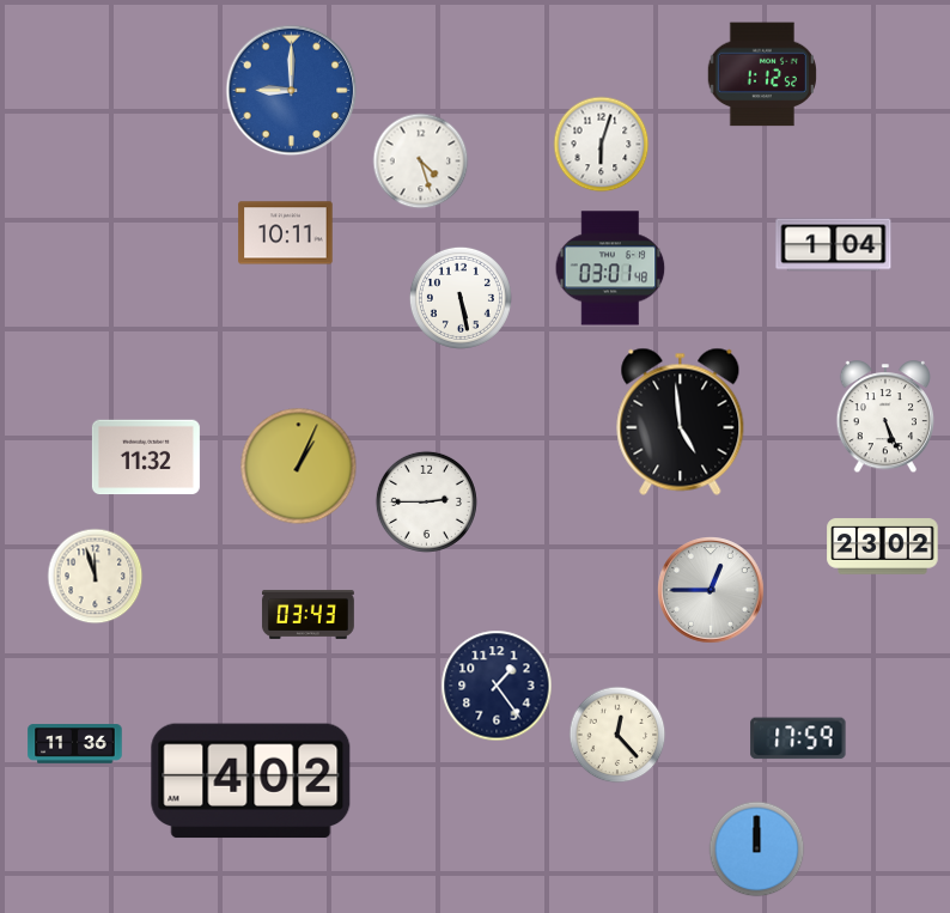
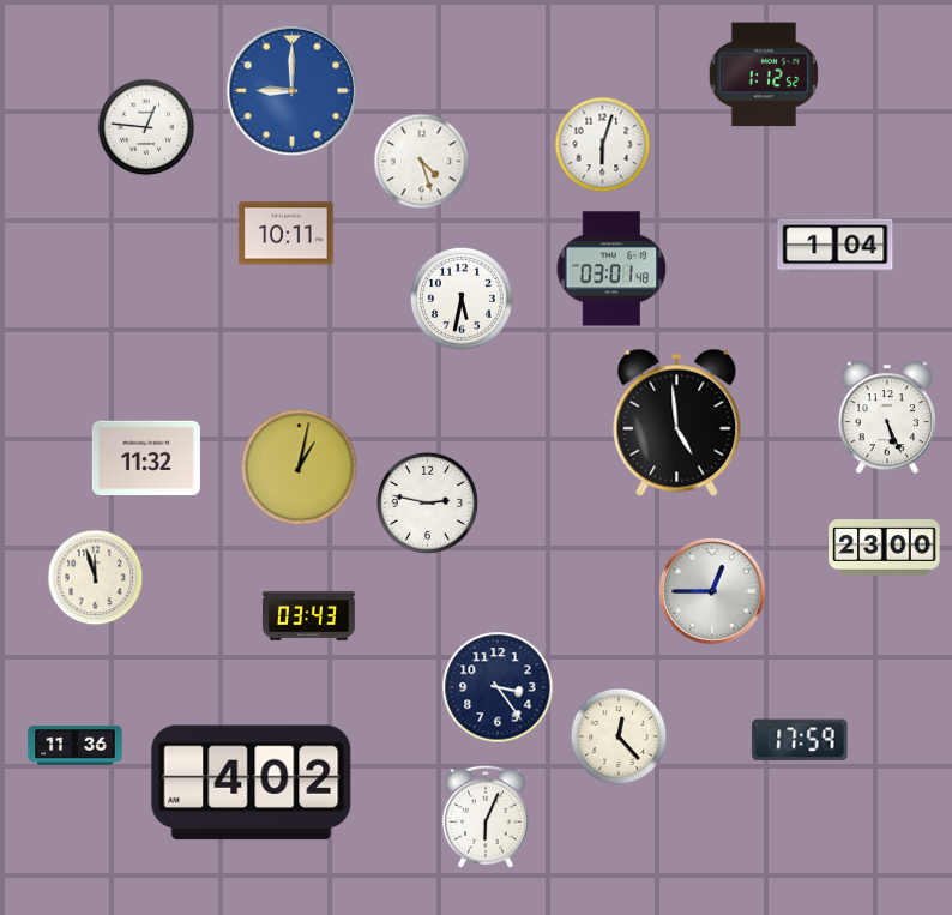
clock at (146, 127): none -> 12:46
clock at (461, 298): 5:28 -> 5:32
clock at (681, 421) position: (681, 421) -> (677, 422)
clock at (299, 467): 1:04 -> 1:02
clock at (426, 501): 2:45 -> 2:47
clock at (883, 547): 23:02 -> 23:00
clock at (497, 686): 1:24 -> 3:24
clock at (486, 817): none -> 6:04
clock at (757, 850): 12:00 -> none
